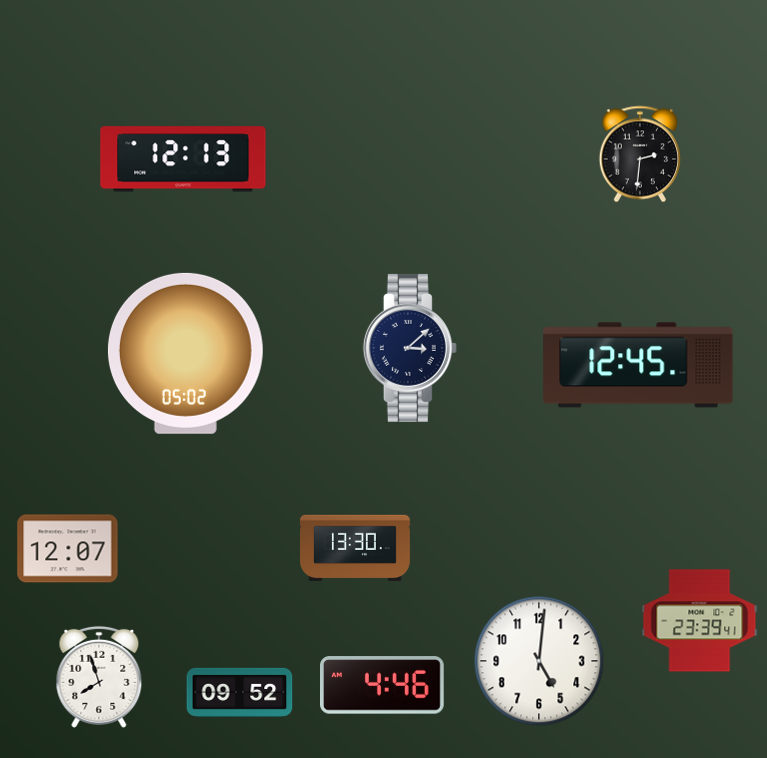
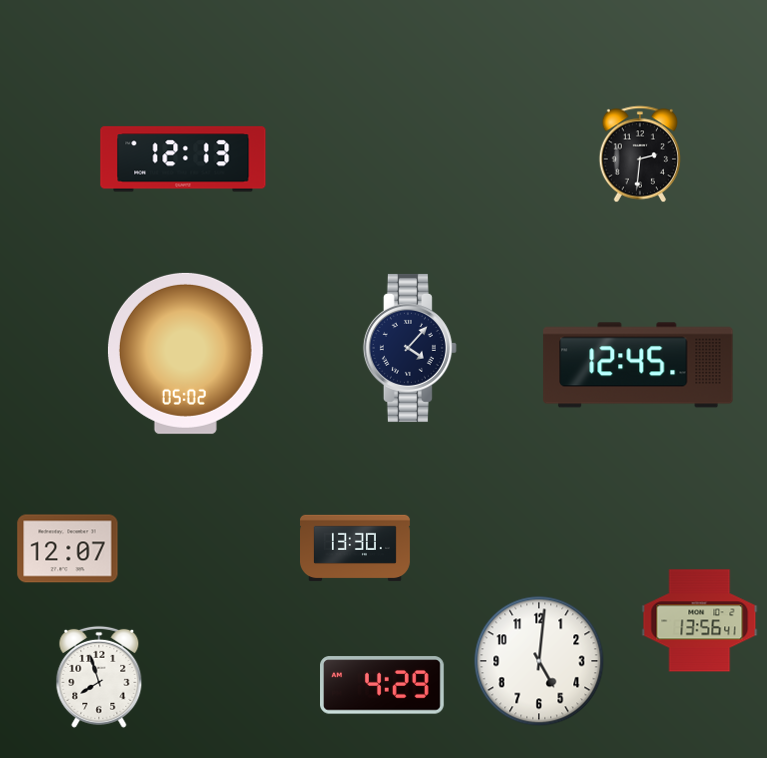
clock at (410, 348): 3:08 -> 4:07
clock at (700, 621): 23:39 -> 13:56
clock at (383, 685): 4:46 -> 4:29
clock at (240, 692): 09:52 -> none
